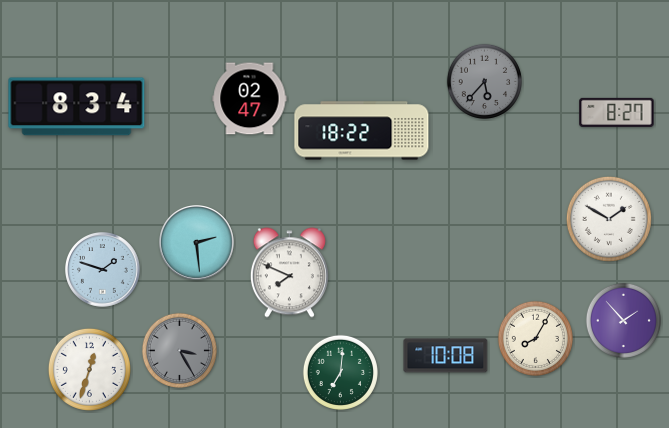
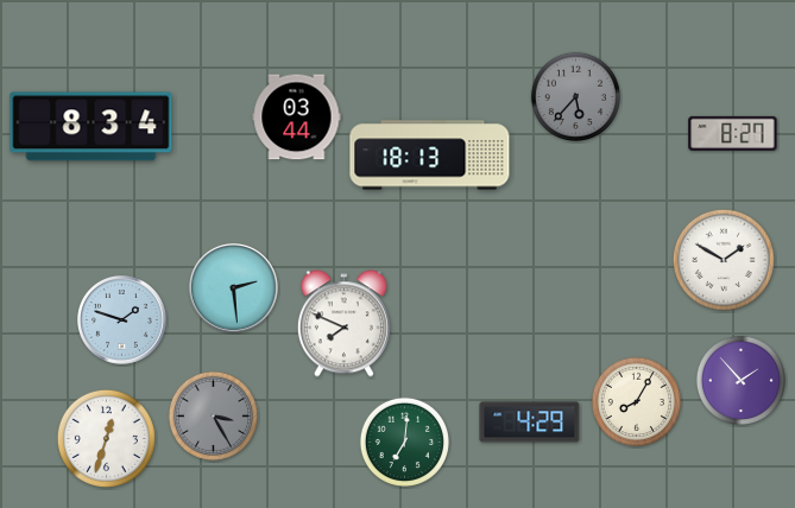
clock at (250, 99): 02:47 -> 03:44
clock at (362, 131): 18:22 -> 18:13
clock at (446, 356): 10:08 -> 4:29
